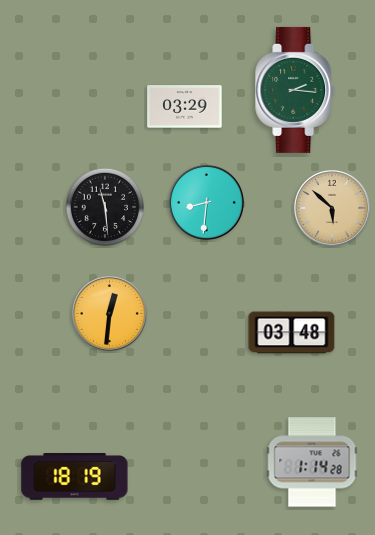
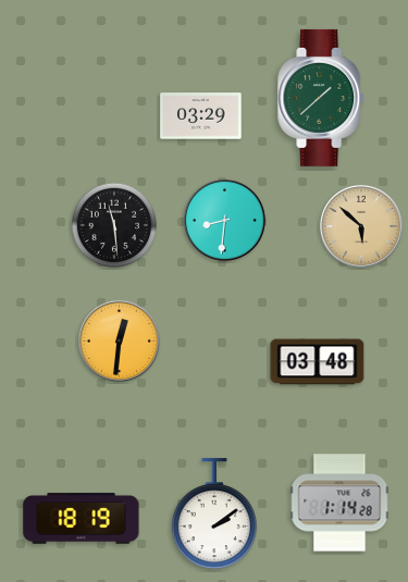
clock at (296, 90): 2:16 -> 1:38
clock at (214, 515): none -> 2:09
